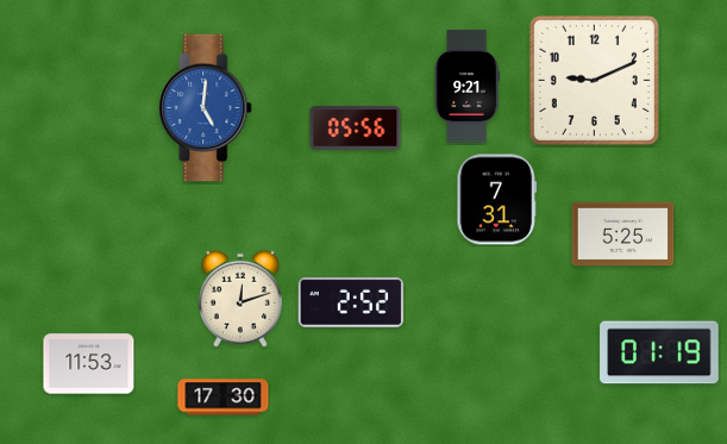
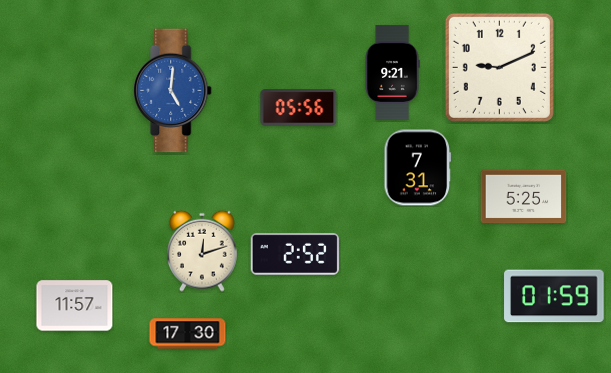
clock at (659, 352): 01:19 -> 01:59
clock at (89, 364): 11:53 -> 11:57
